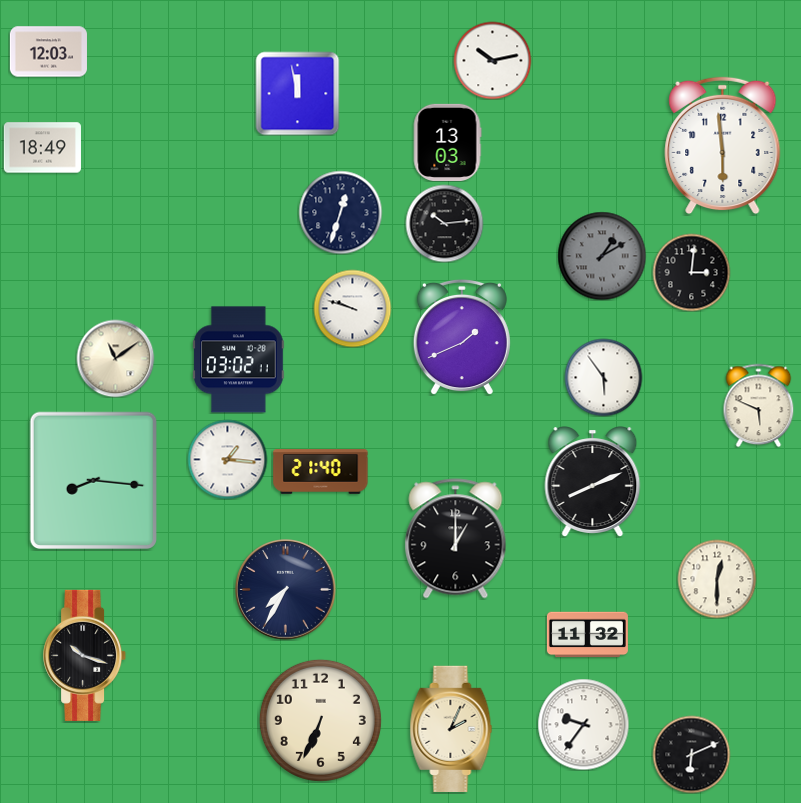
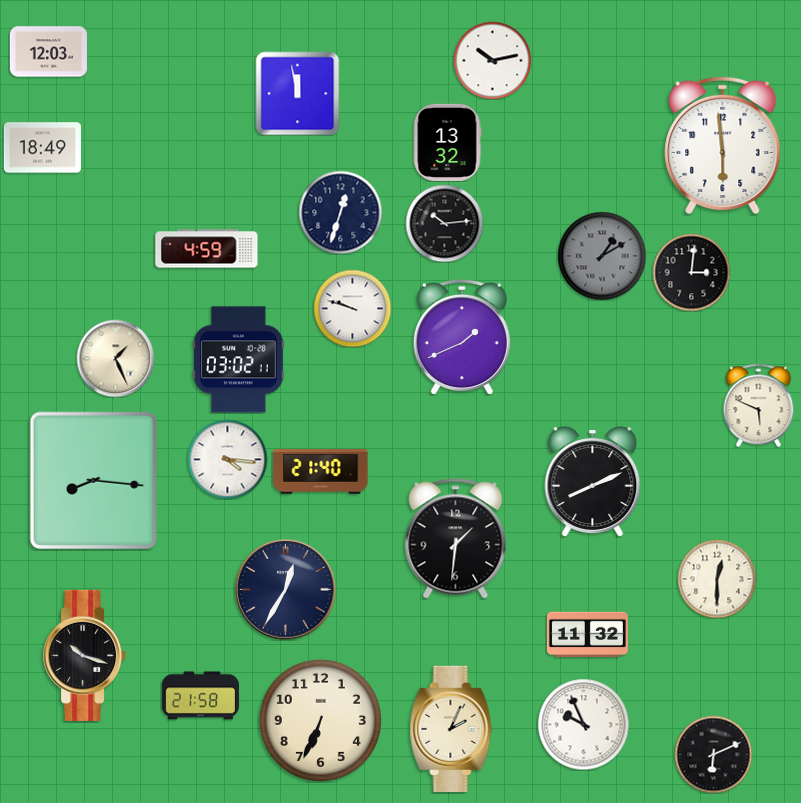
clock at (447, 142): 13:03 -> 13:32
clock at (207, 249): none -> 4:59
clock at (115, 358): 11:09 -> 1:26
clock at (603, 377): 5:54 -> none
clock at (227, 459): 1:16 -> 4:16
clock at (456, 539): 1:00 -> 1:31
clock at (286, 590): 7:35 -> 12:35
clock at (200, 696): none -> 21:58
clock at (583, 724): 9:36 -> 9:56
clock at (691, 754) position: (691, 754) -> (713, 754)
